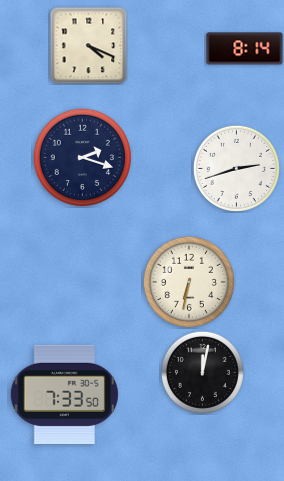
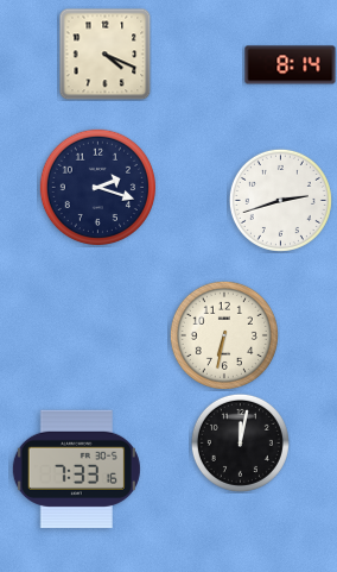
clock at (245, 49) position: (245, 49) -> (291, 65)
clock at (64, 394): 7:33:50 -> 7:33:16
